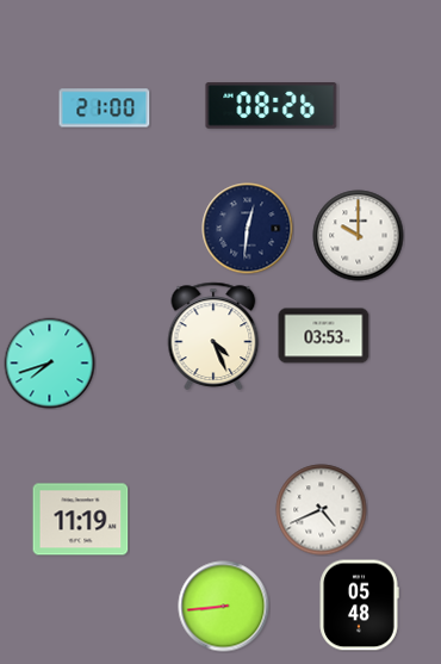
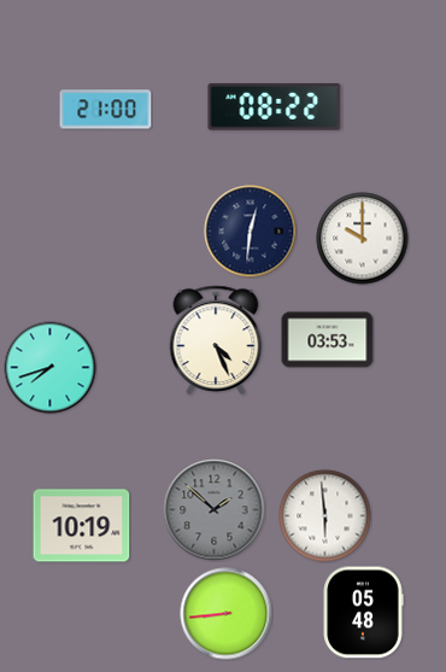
clock at (272, 106): 08:26 -> 08:22
clock at (215, 510): none -> 1:52
clock at (322, 510): 4:41 -> 5:59
clock at (81, 520): 11:19 -> 10:19
